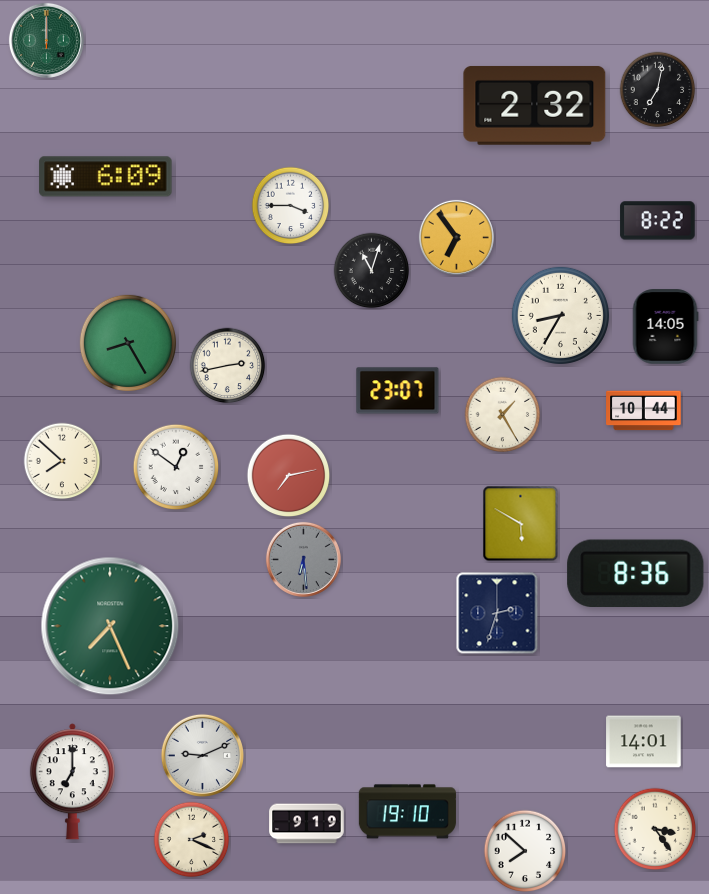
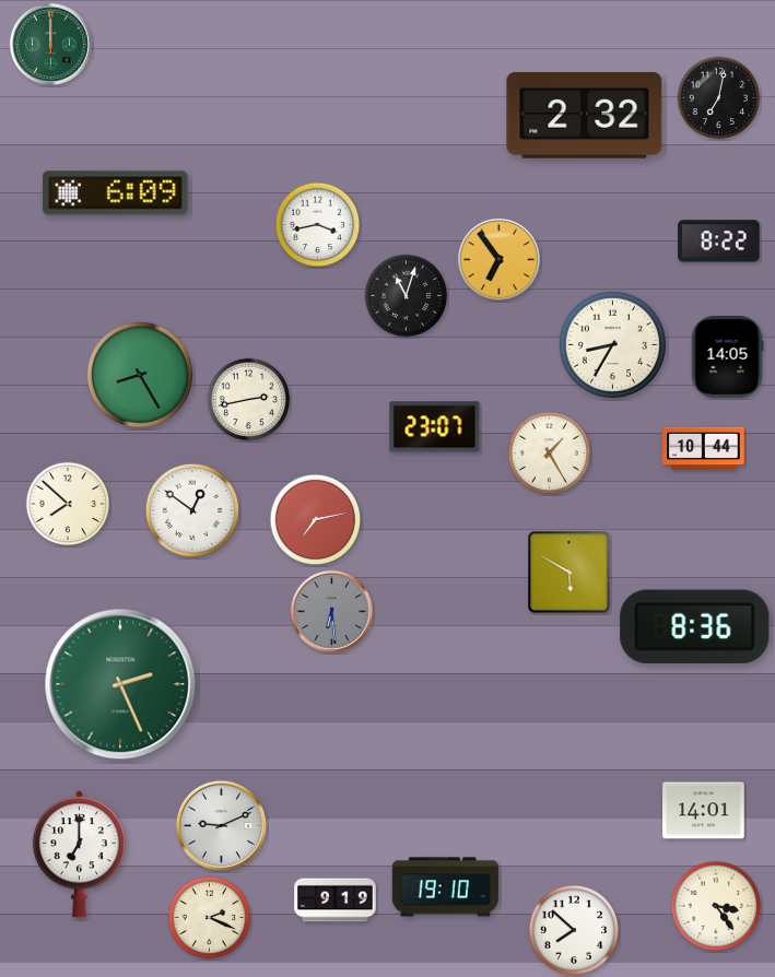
clock at (291, 206): 3:45 -> 3:43
clock at (497, 613): 2:33 -> none
clock at (110, 626): 7:26 -> 2:26
